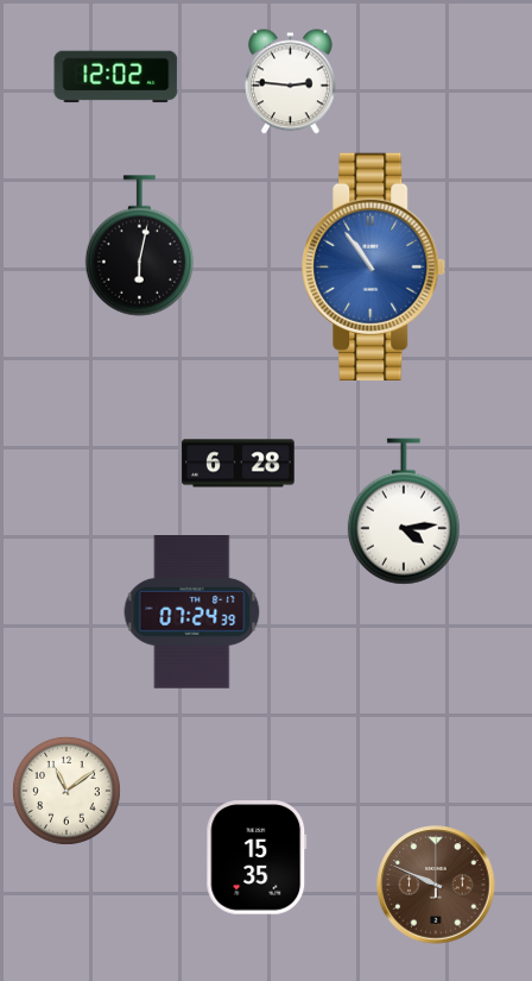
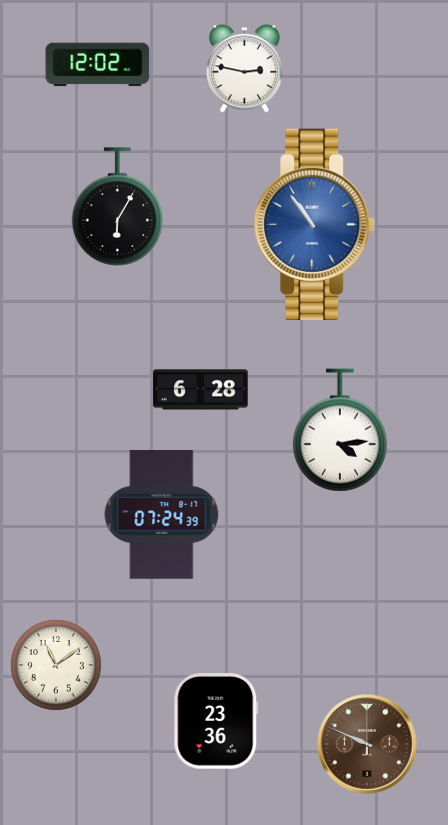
clock at (291, 82): 2:46 -> 2:47
clock at (139, 246): 6:02 -> 6:05
clock at (256, 857): 15:35 -> 23:36
